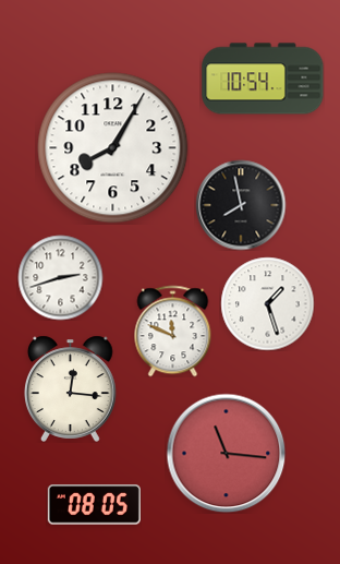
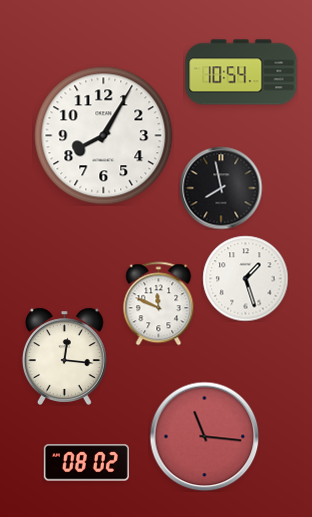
clock at (60, 277): 2:42 -> none
clock at (226, 453) position: (226, 453) -> (204, 436)
clock at (94, 505): 08:05 -> 08:02
